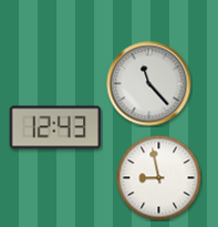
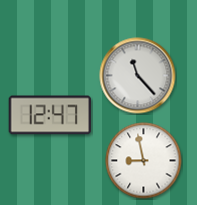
clock at (149, 84) position: (149, 84) -> (138, 76)
clock at (55, 127): 12:43 -> 12:47
